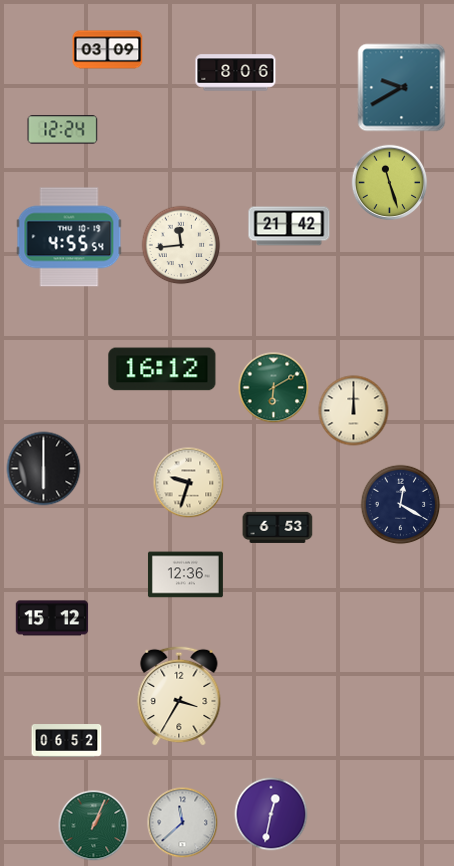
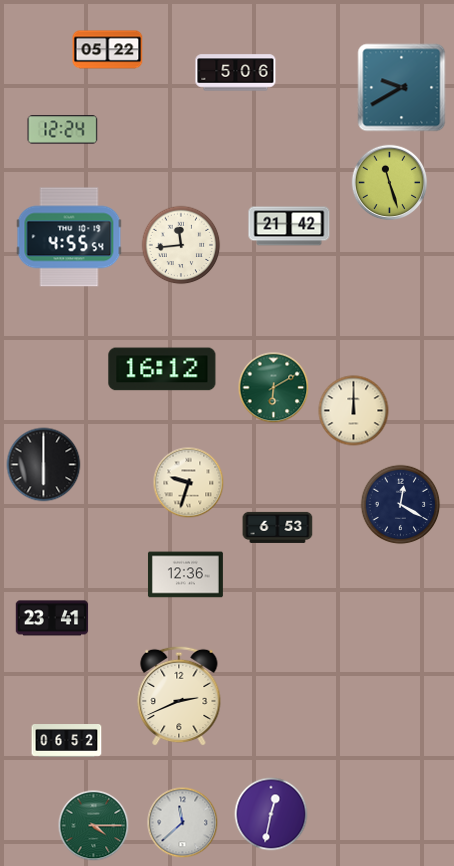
clock at (108, 50): 03:09 -> 05:22
clock at (236, 73): 8:06 -> 5:06
clock at (44, 469) position: (44, 469) -> (44, 465)
clock at (52, 618): 15:12 -> 23:41
clock at (179, 696): 3:35 -> 2:41
clock at (94, 826): 1:04 -> 4:15
